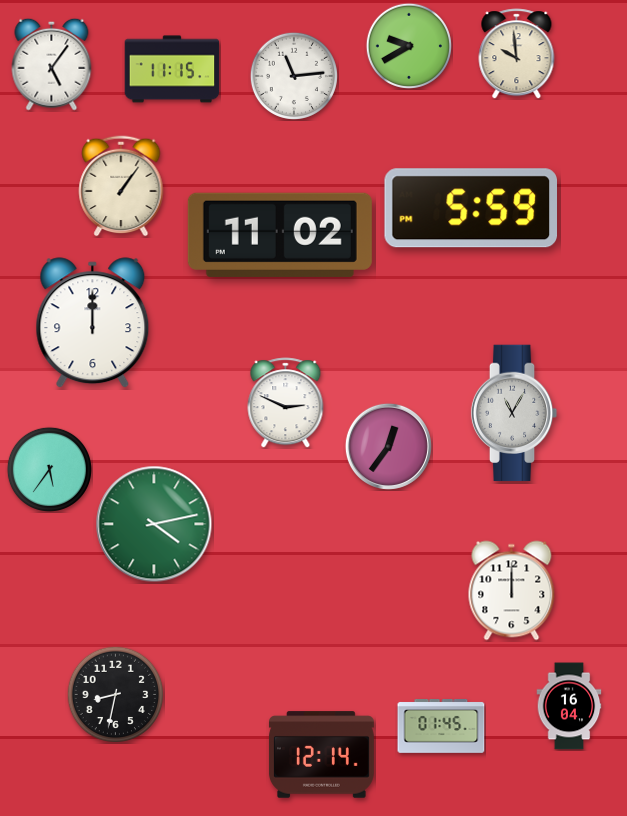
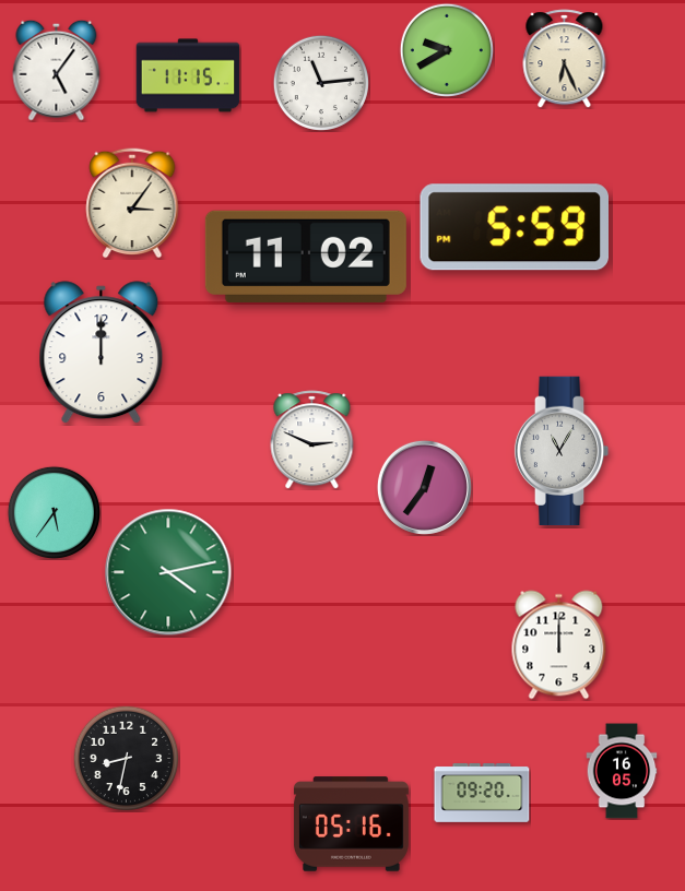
clock at (517, 54): 9:59 -> 6:26
clock at (121, 186): 1:06 -> 3:06
clock at (569, 706): 16:04 -> 16:05
clock at (441, 727): 01:45 -> 09:20
clock at (321, 755): 12:14 -> 05:16
